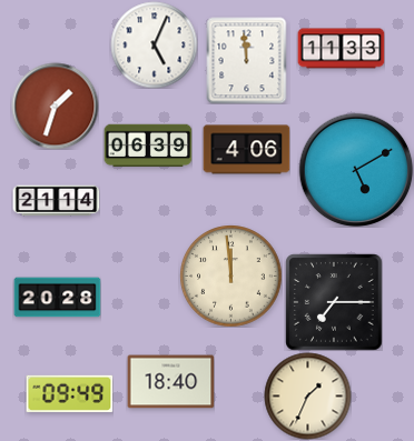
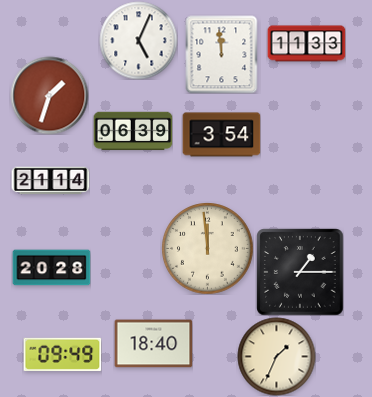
clock at (246, 150): 4:06 -> 3:54
clock at (356, 170): 5:10 -> none
clock at (334, 302): 7:15 -> 1:15
